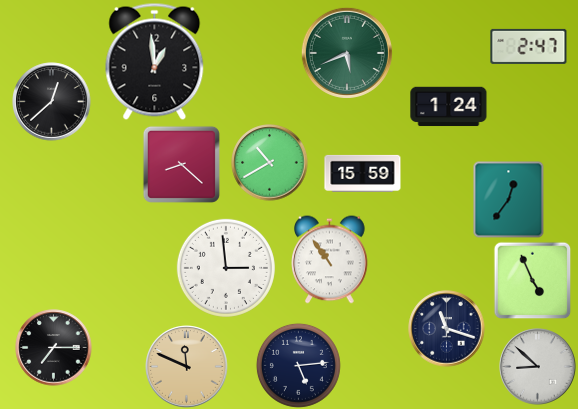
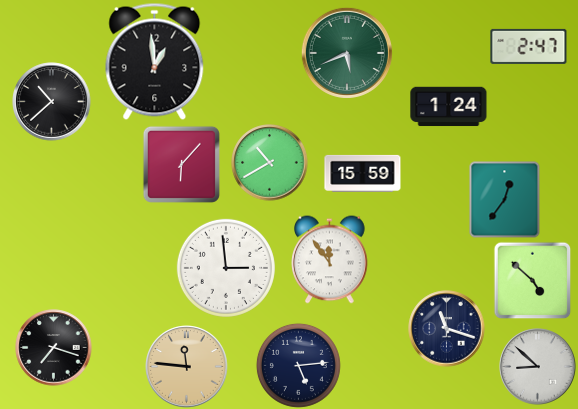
clock at (52, 102): 12:38 -> 10:38
clock at (181, 164): 8:22 -> 6:07
clock at (509, 199) position: (509, 199) -> (505, 199)
clock at (330, 260): 10:54 -> 11:54
clock at (532, 280): 4:56 -> 4:52
clock at (54, 348): 7:15 -> 7:18
clock at (187, 367): 11:49 -> 11:46
